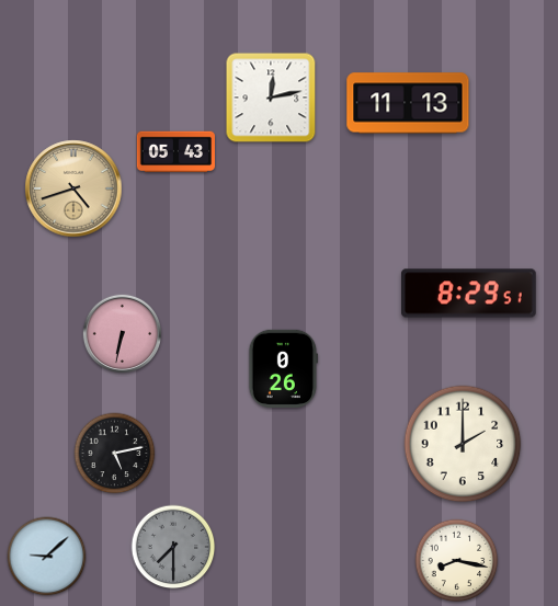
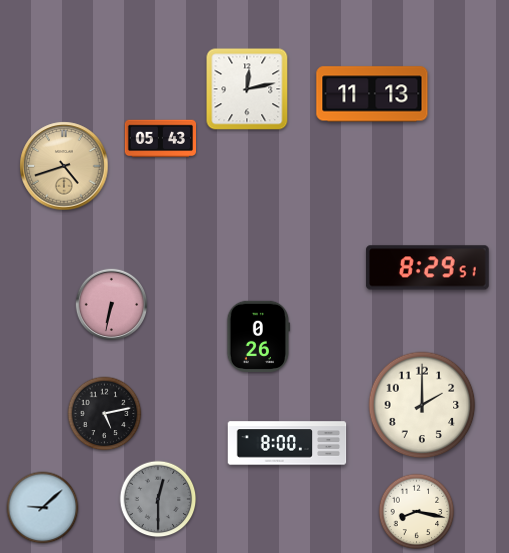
clock at (73, 188) position: (73, 188) -> (64, 166)
clock at (287, 443): none -> 8:00
clock at (173, 547): 7:30 -> 12:30
